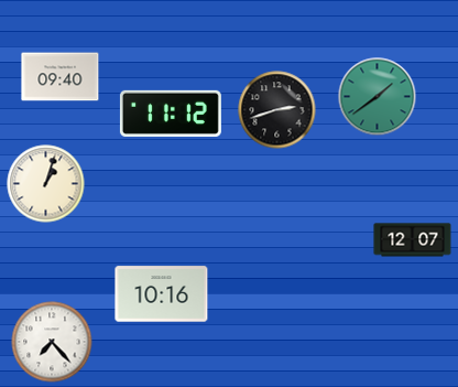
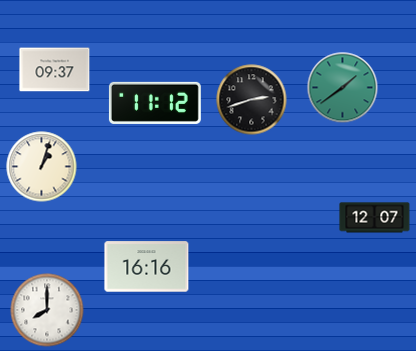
clock at (61, 77): 09:40 -> 09:37
clock at (162, 294): 10:16 -> 16:16
clock at (52, 342): 7:23 -> 8:00
